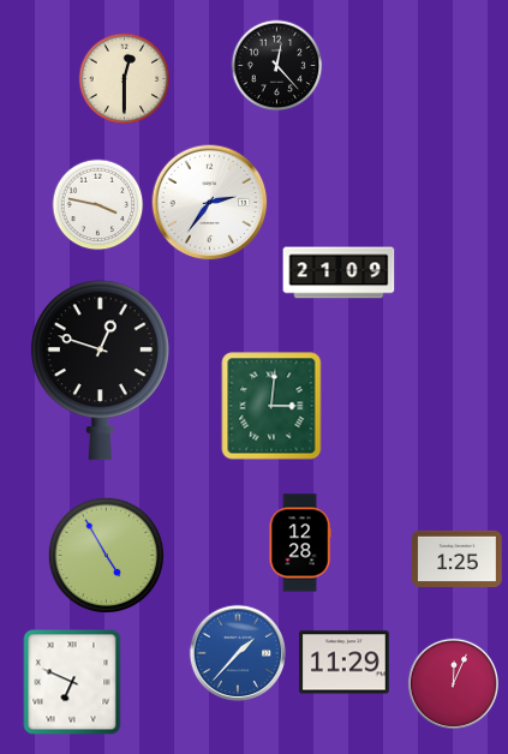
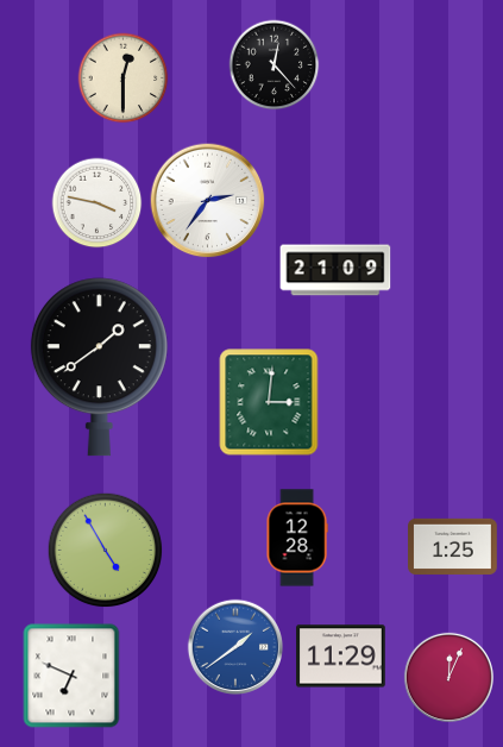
clock at (100, 371): 12:48 -> 1:39
clock at (458, 558) position: (458, 558) -> (453, 546)
clock at (237, 652): 1:37 -> 1:39
